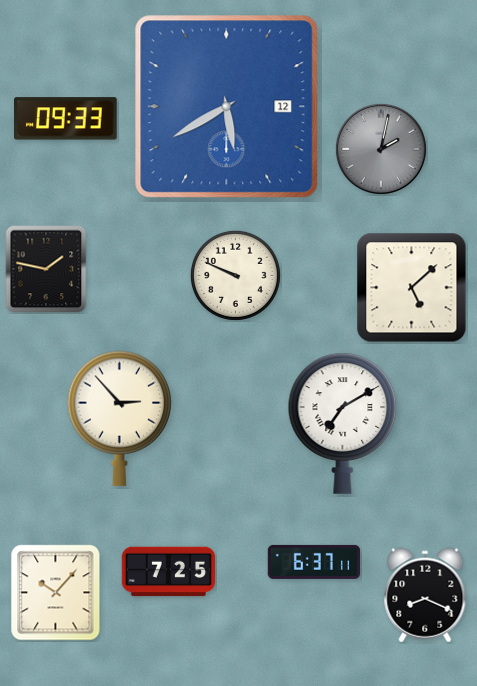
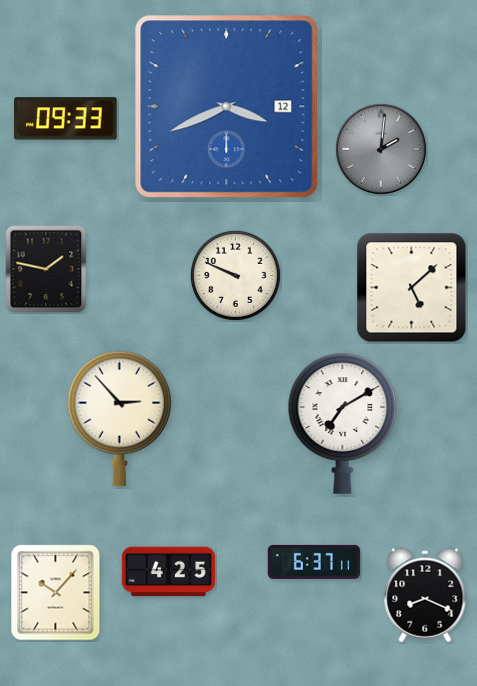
clock at (227, 107): 5:40 -> 3:41
clock at (381, 149): 2:02 -> 2:01
clock at (168, 572): 7:25 -> 4:25
